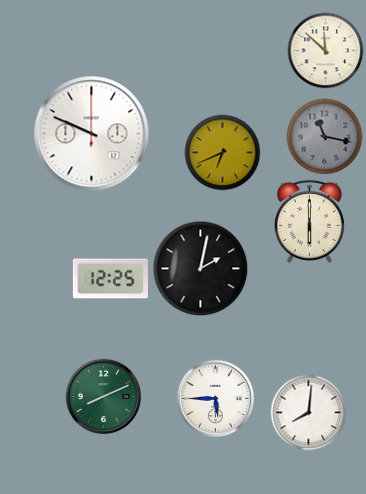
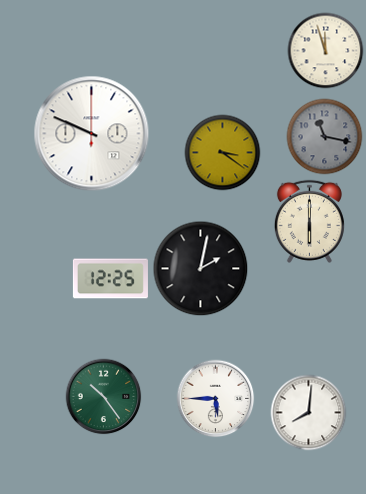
clock at (326, 51): 11:52 -> 11:57
clock at (223, 153): 6:41 -> 3:21
clock at (104, 397): 8:11 -> 10:24
